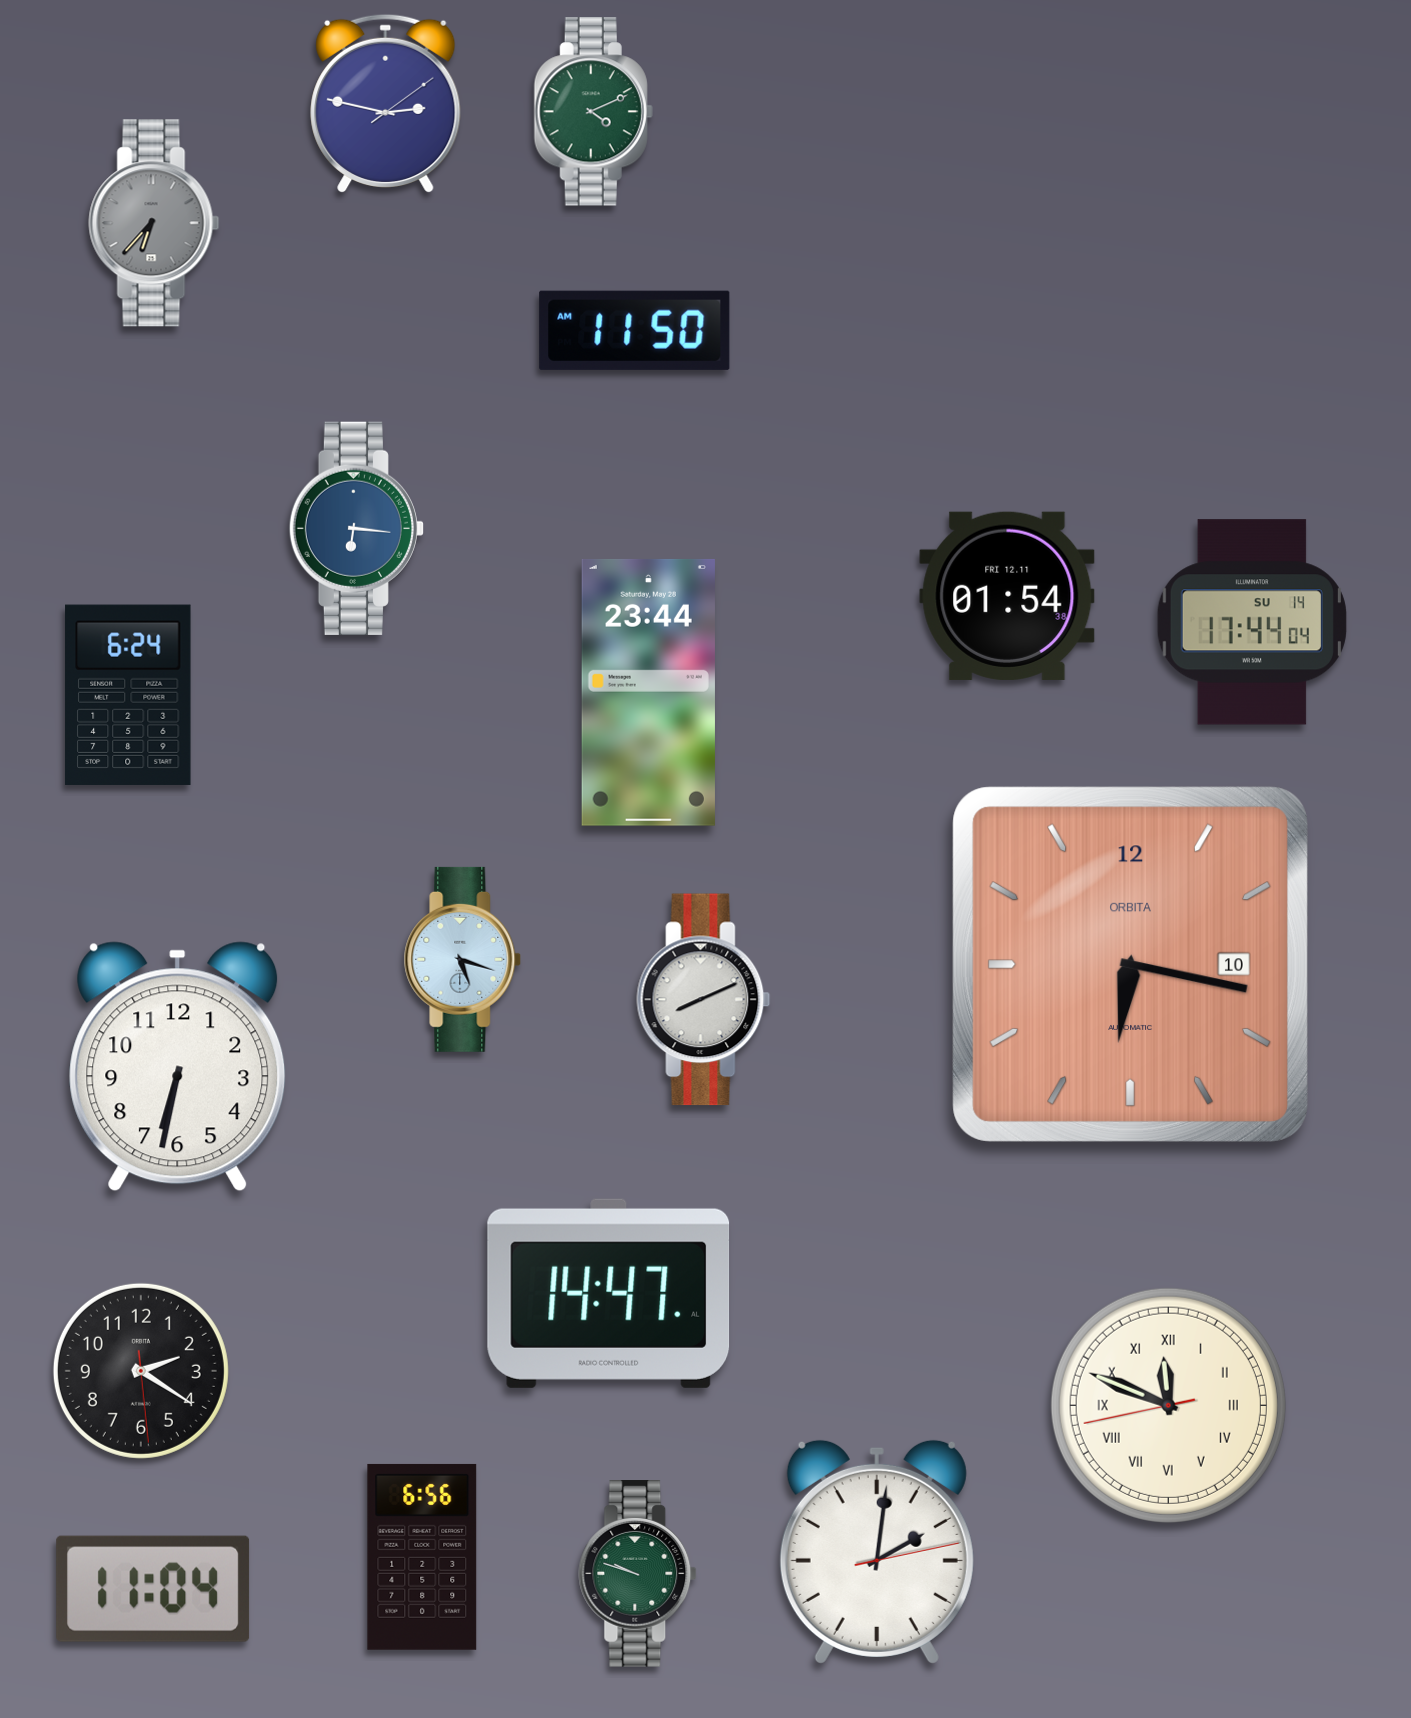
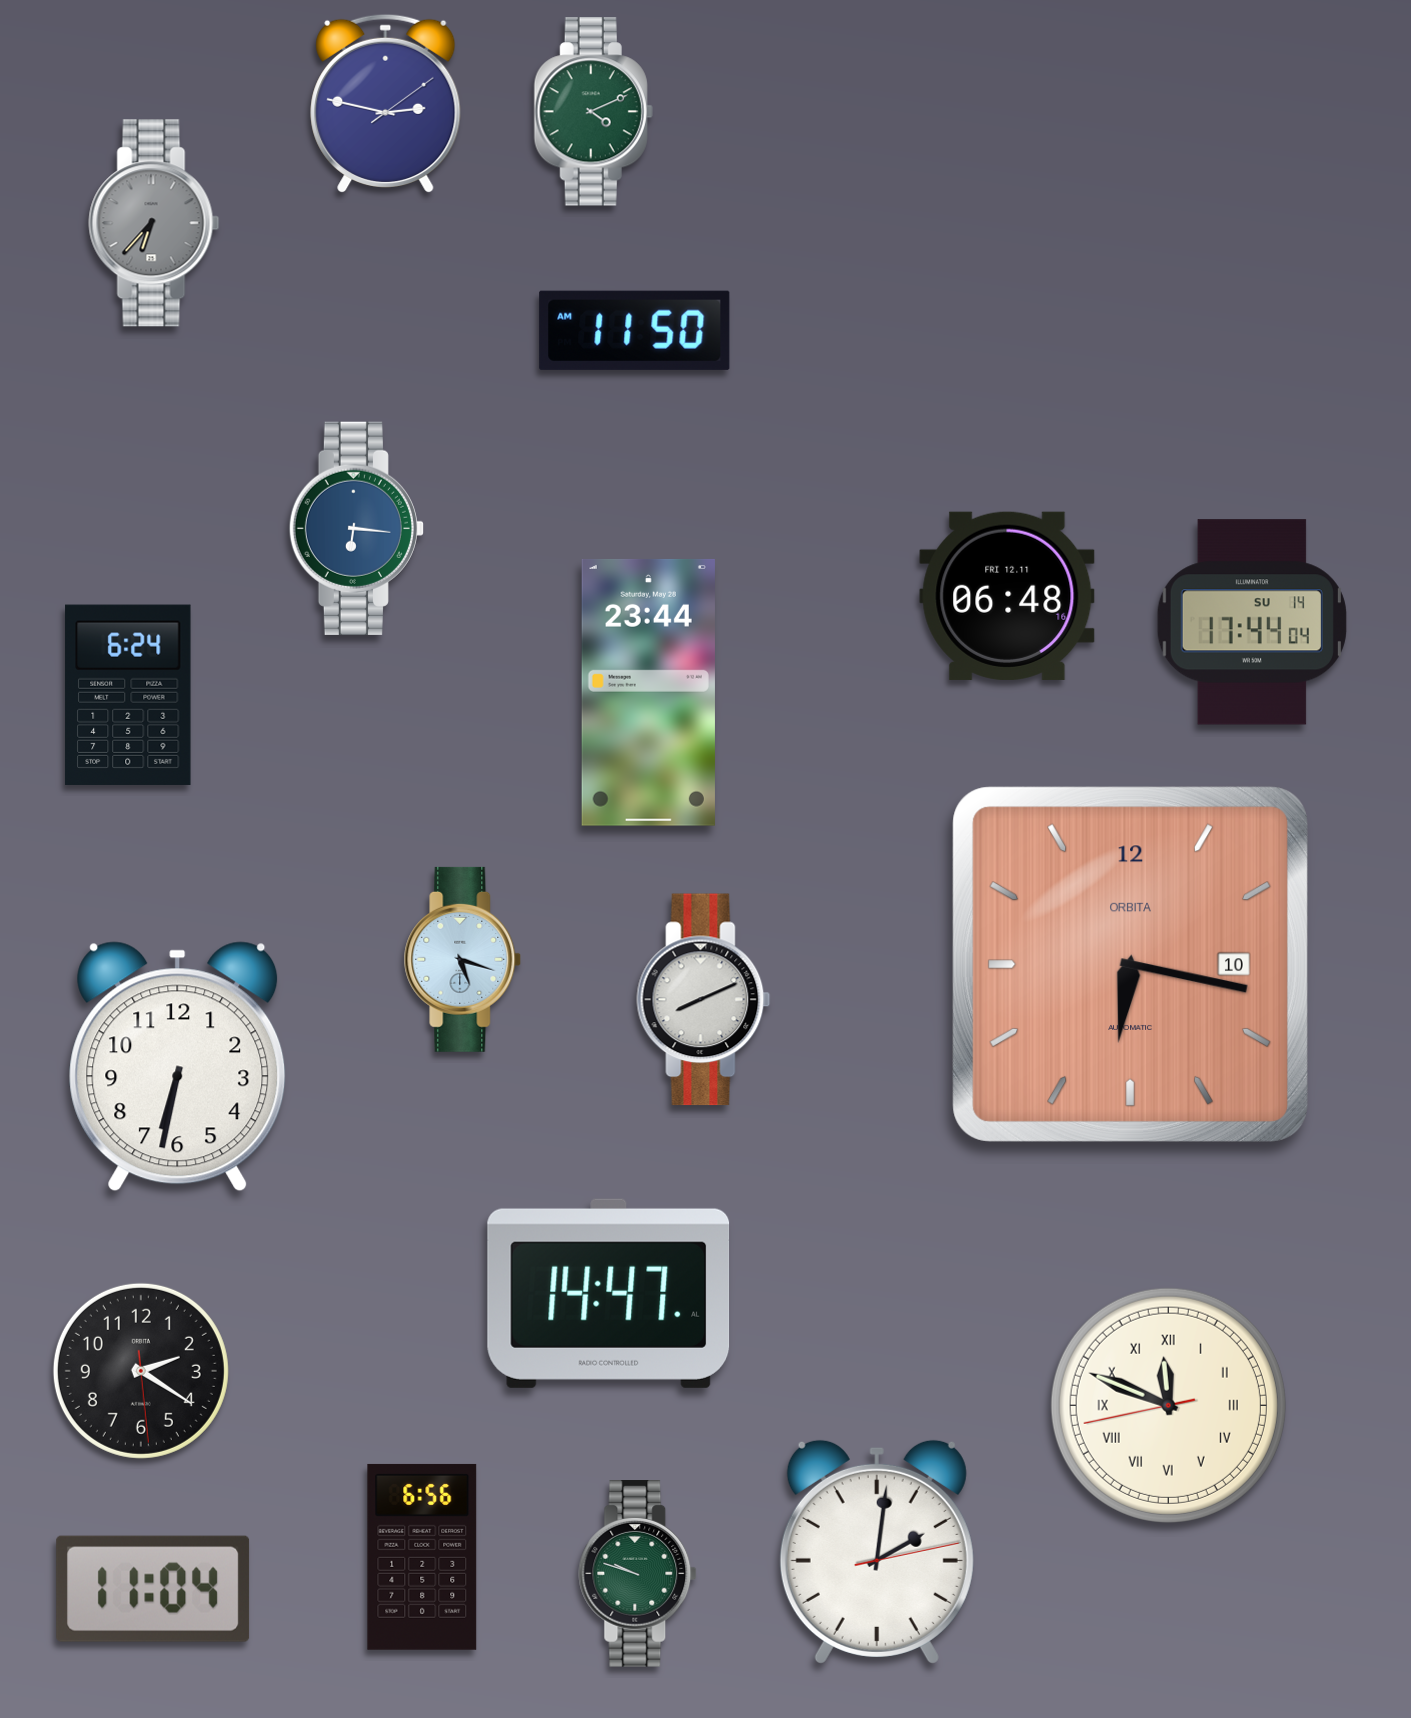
clock at (1007, 596): 01:54 -> 06:48
